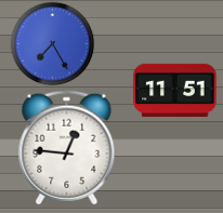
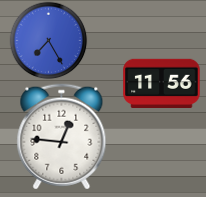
clock at (175, 90): 11:51 -> 11:56
